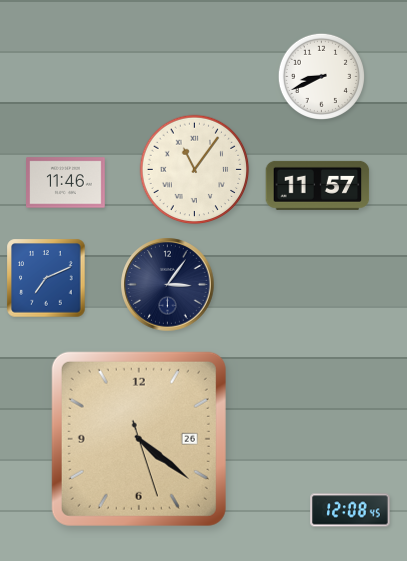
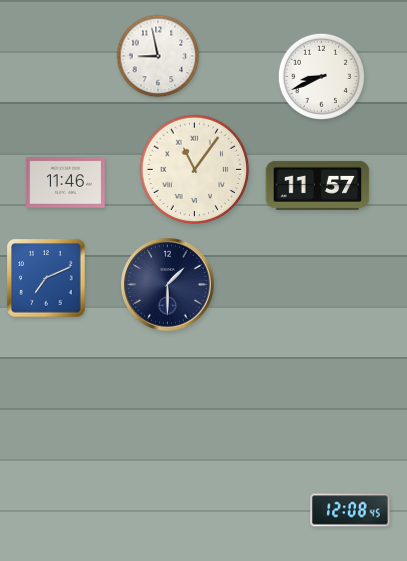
clock at (158, 56): none -> 8:58
clock at (168, 285): 3:06 -> 1:30
clock at (139, 439): 4:21 -> none
